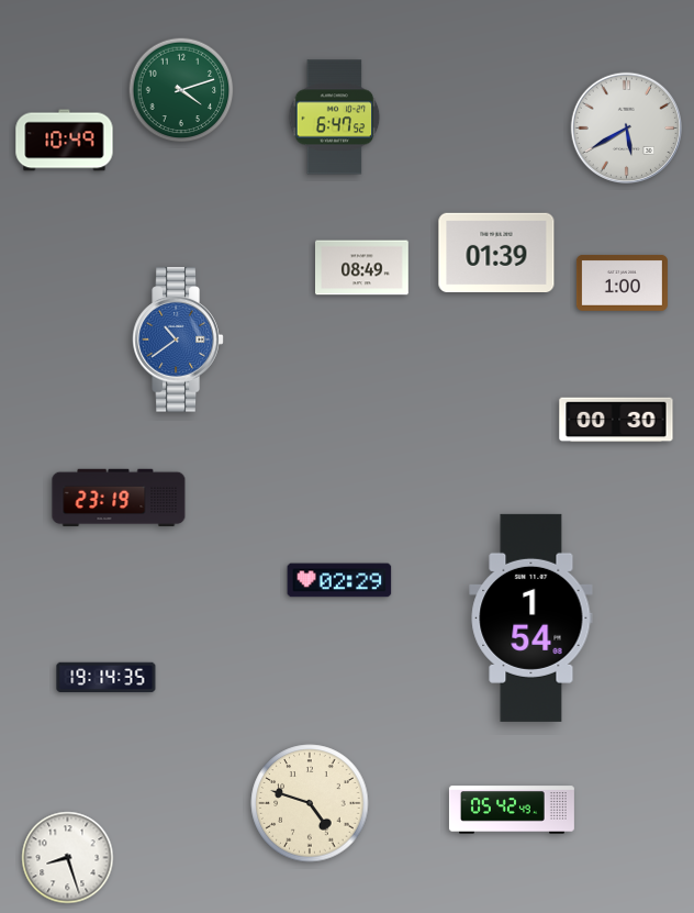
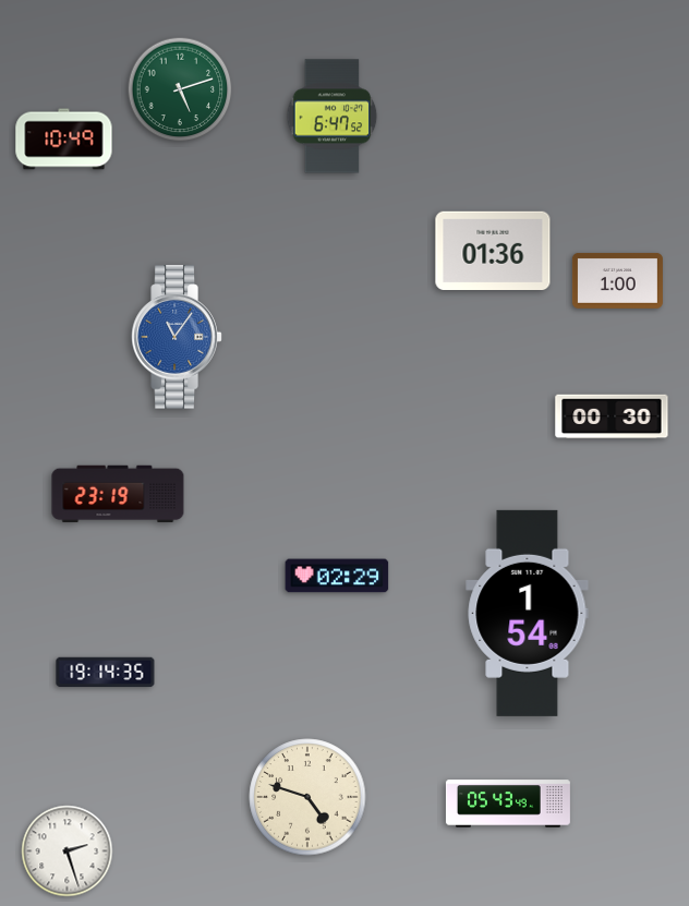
clock at (181, 90): 4:12 -> 5:12
clock at (626, 127): 5:40 -> none
clock at (496, 252): 01:39 -> 01:36
clock at (362, 268): 08:49 -> none
clock at (178, 339): 10:39 -> 11:06
clock at (512, 810): 05:42 -> 05:43
clock at (68, 858): 8:27 -> 2:27
